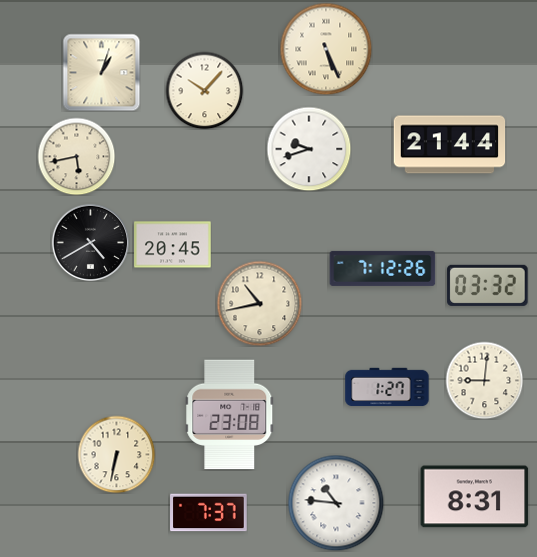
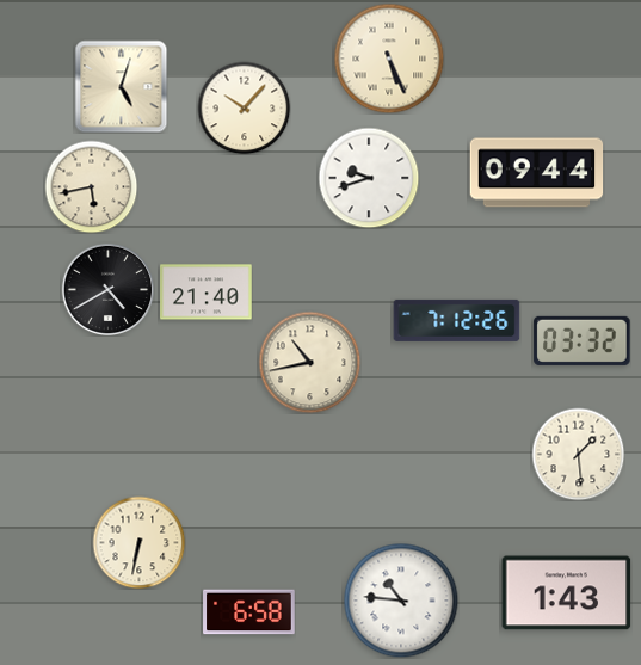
clock at (101, 72): 1:03 -> 5:03
clock at (450, 145): 21:44 -> 09:44
clock at (173, 245): 20:45 -> 21:40
clock at (484, 380): 9:01 -> 1:29
clock at (387, 387): 1:27 -> none
clock at (230, 415): 23:08 -> none
clock at (475, 497): 8:31 -> 1:43
clock at (209, 513): 7:37 -> 6:58
